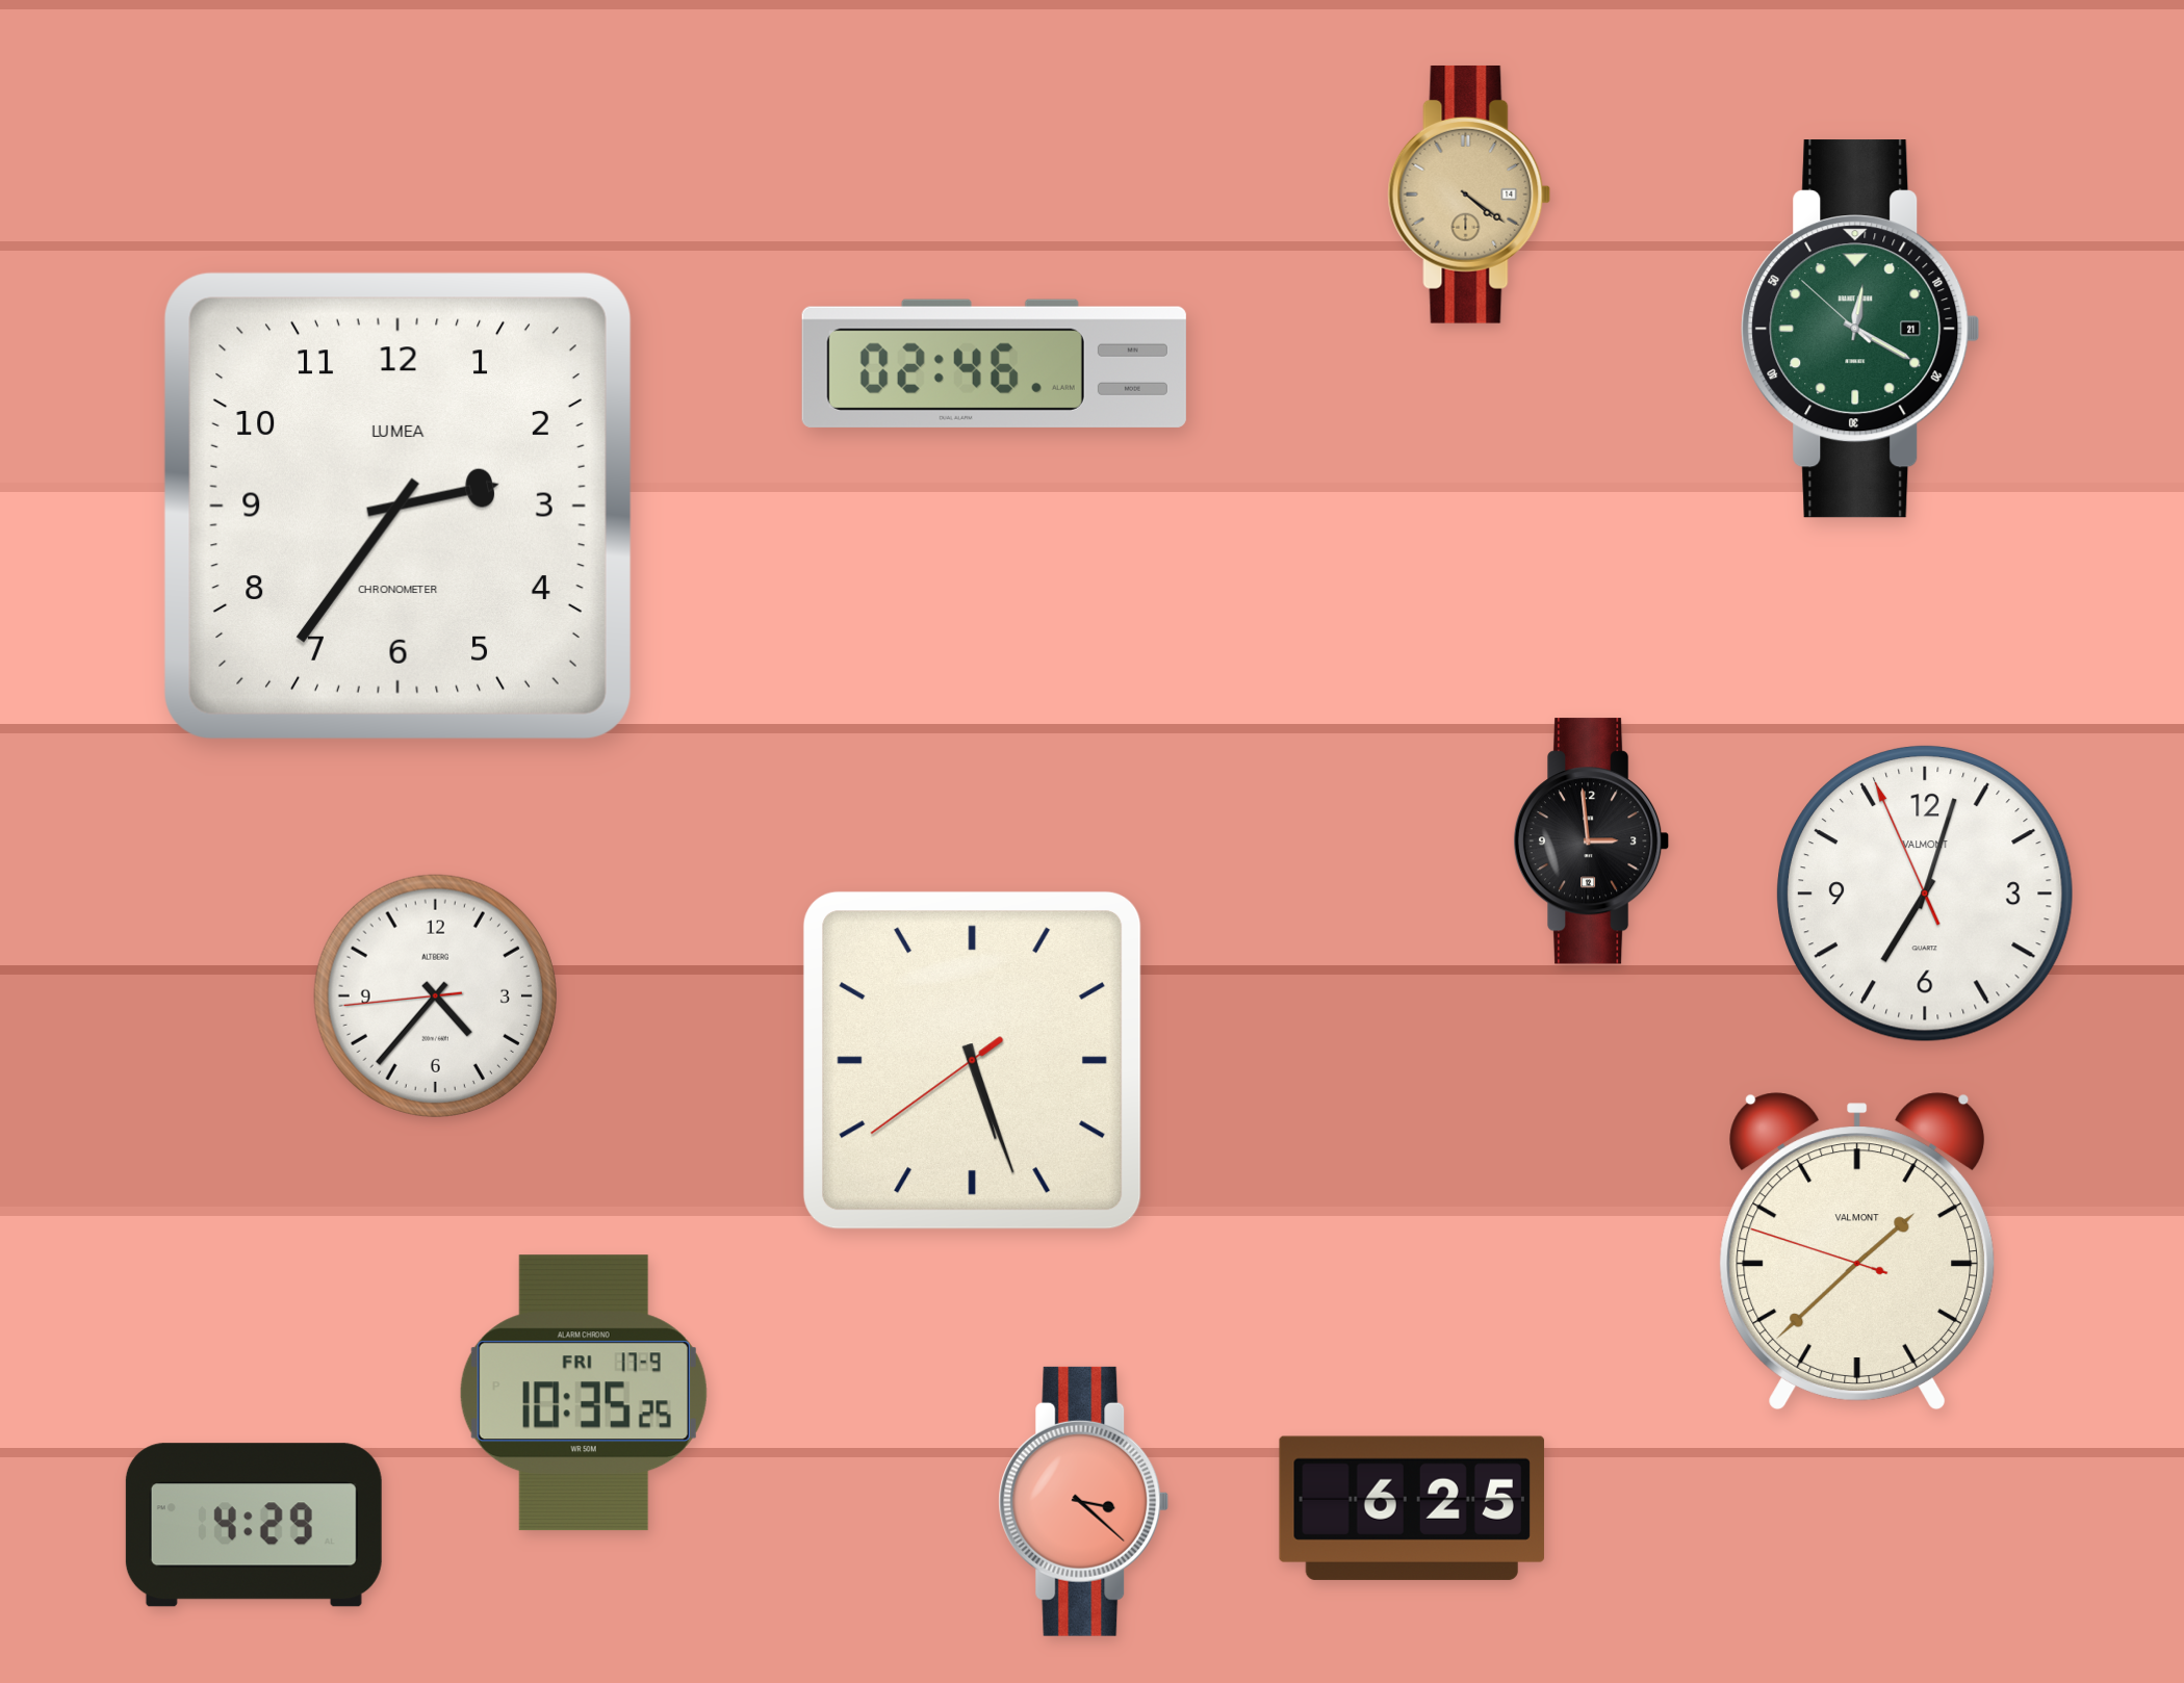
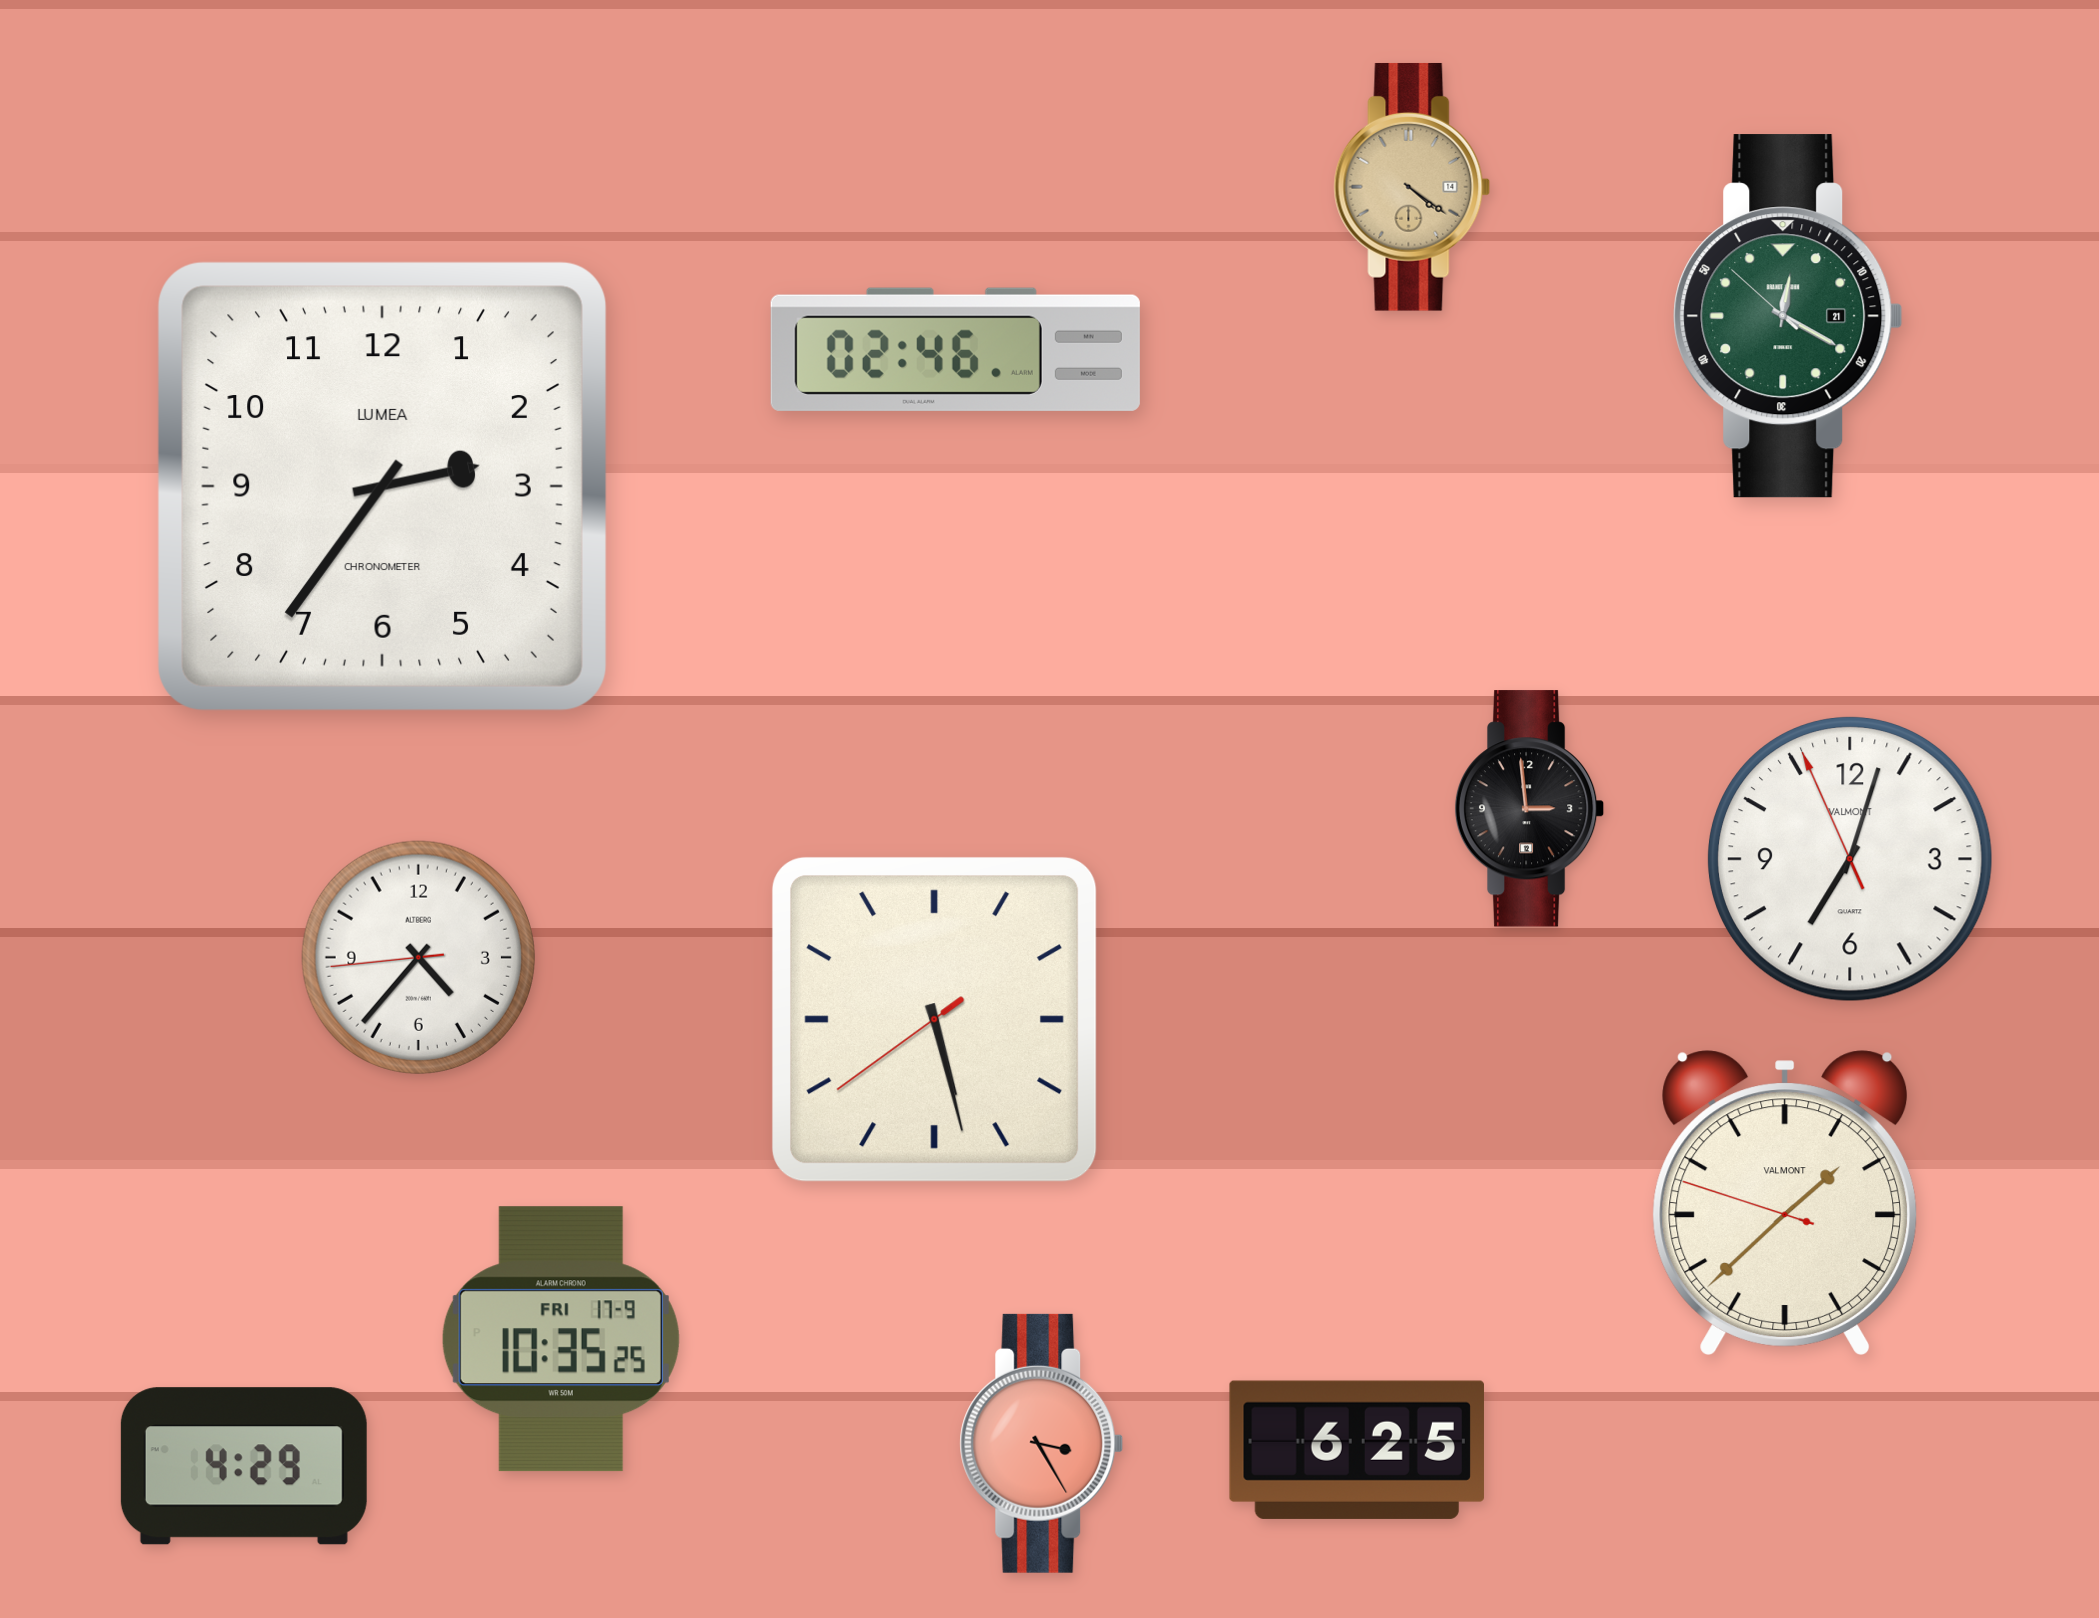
clock at (972, 1060): 5:26 -> 5:27
clock at (1084, 1501): 3:22 -> 3:25
